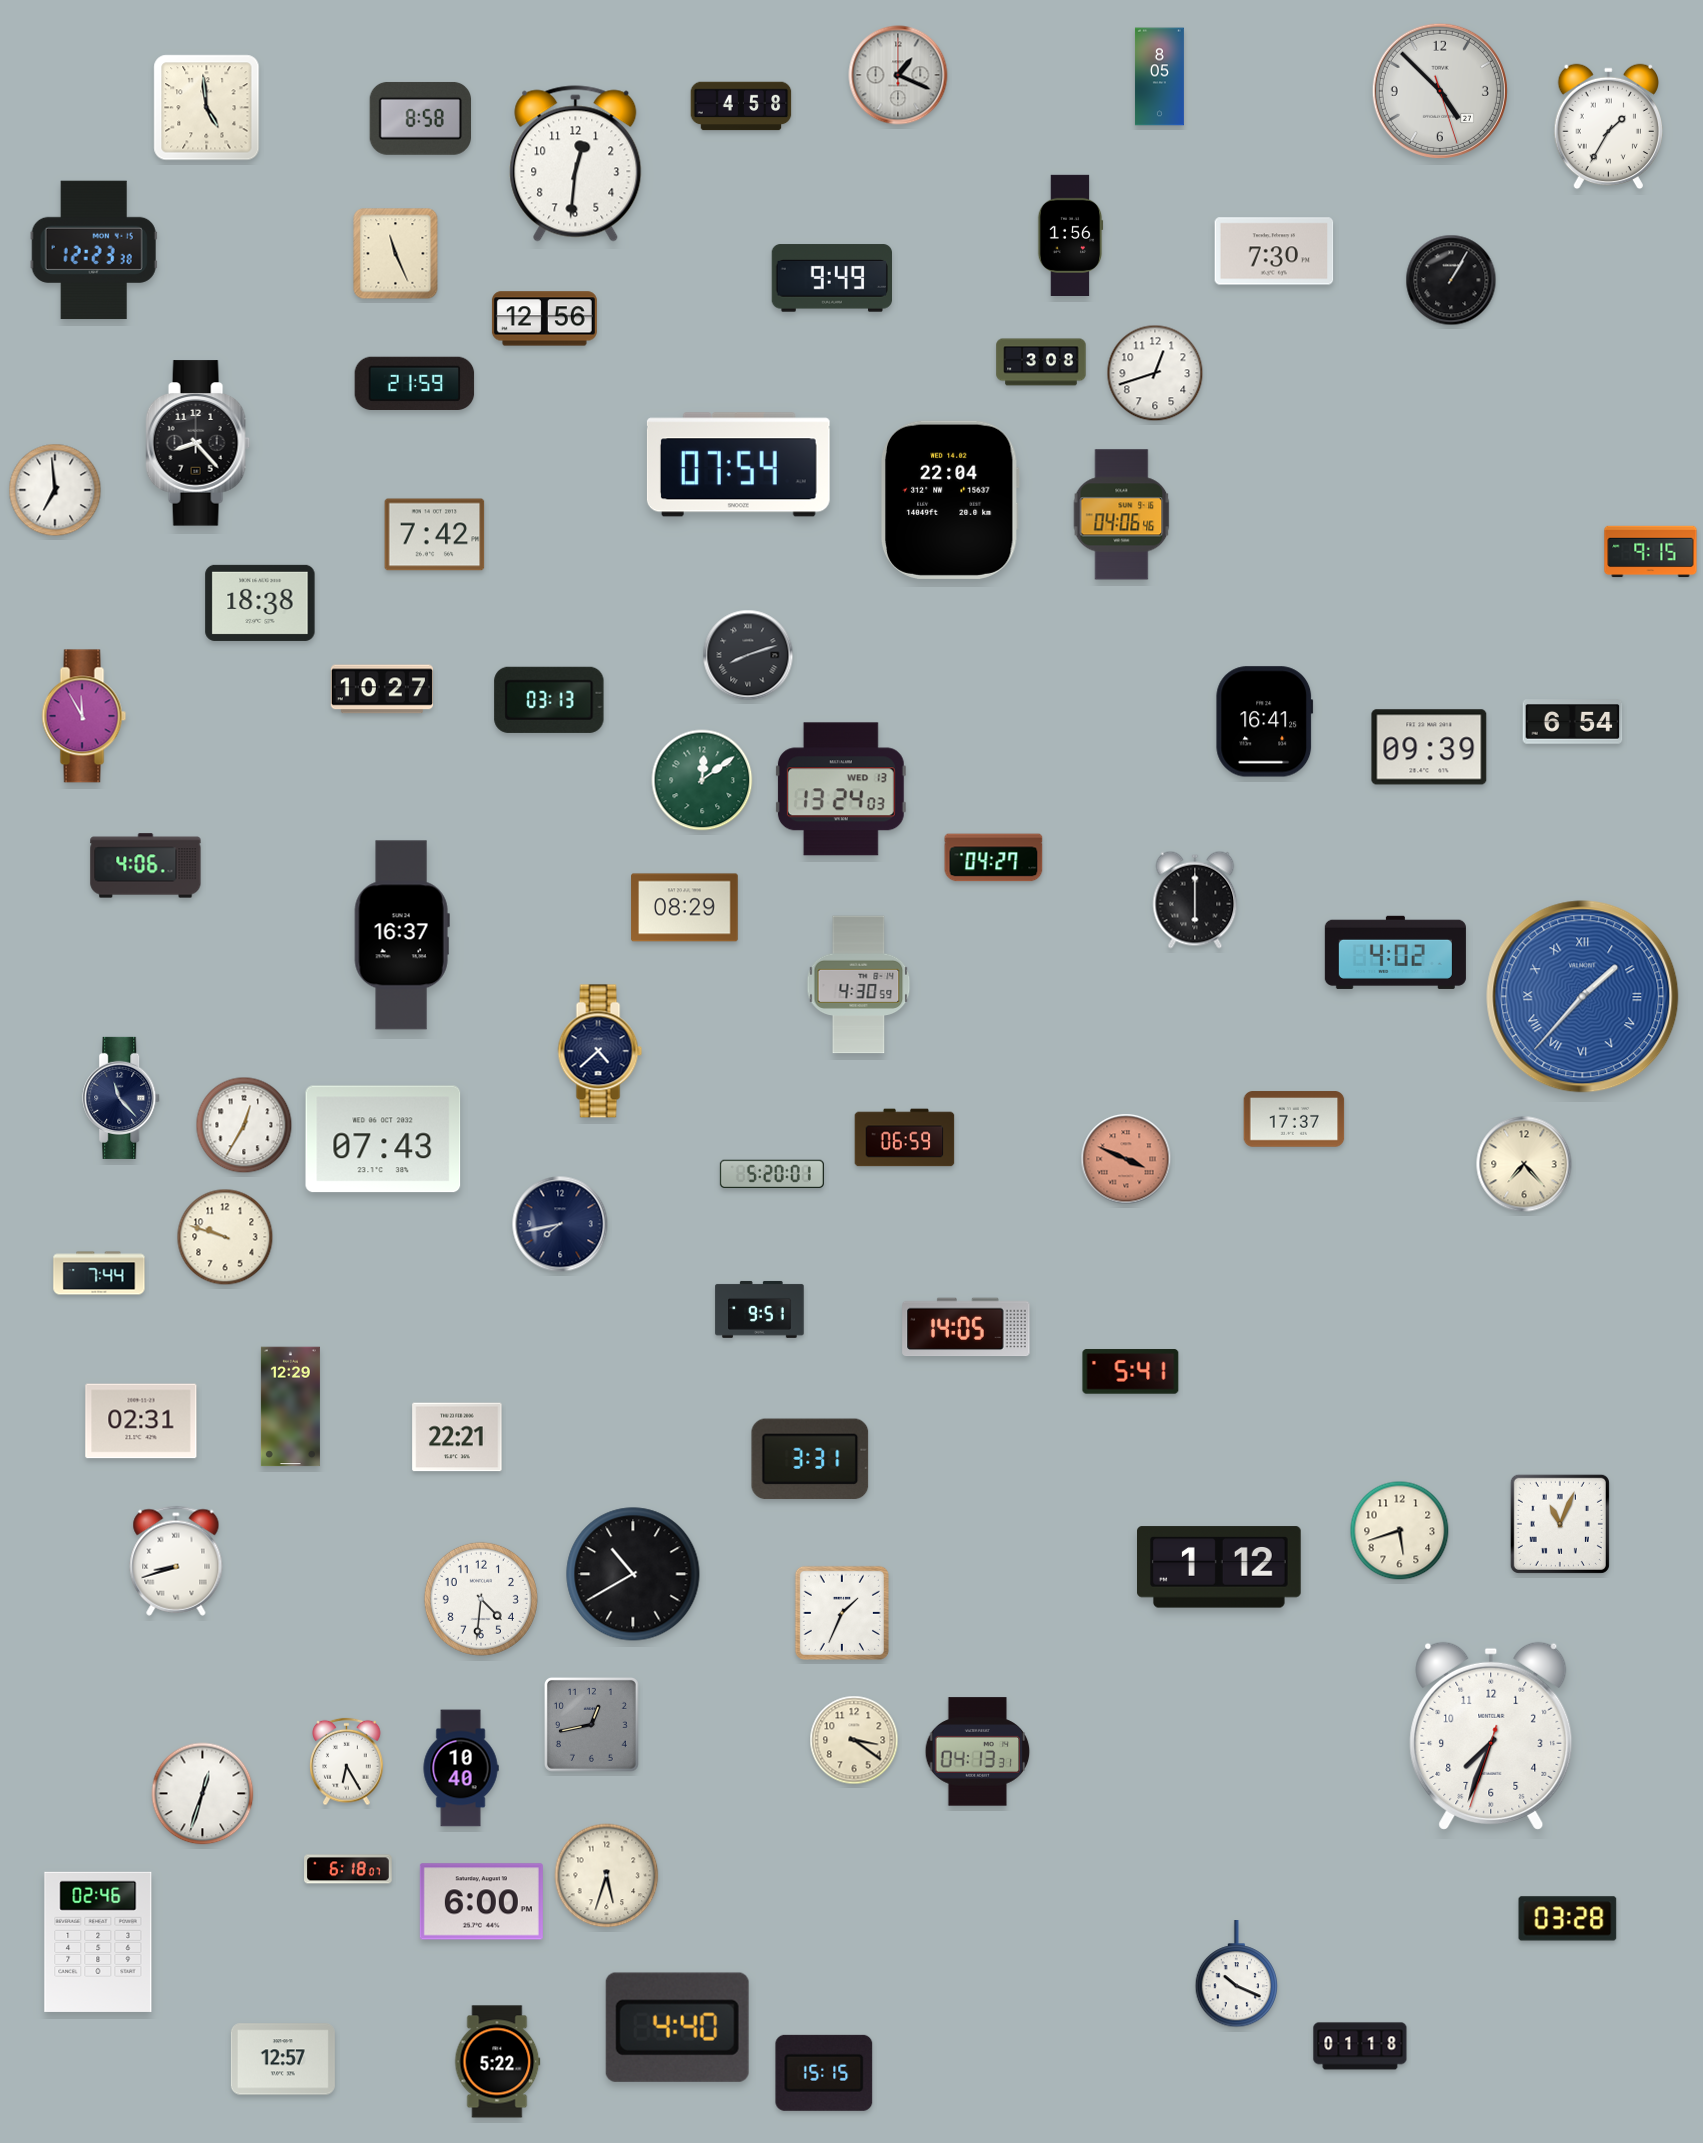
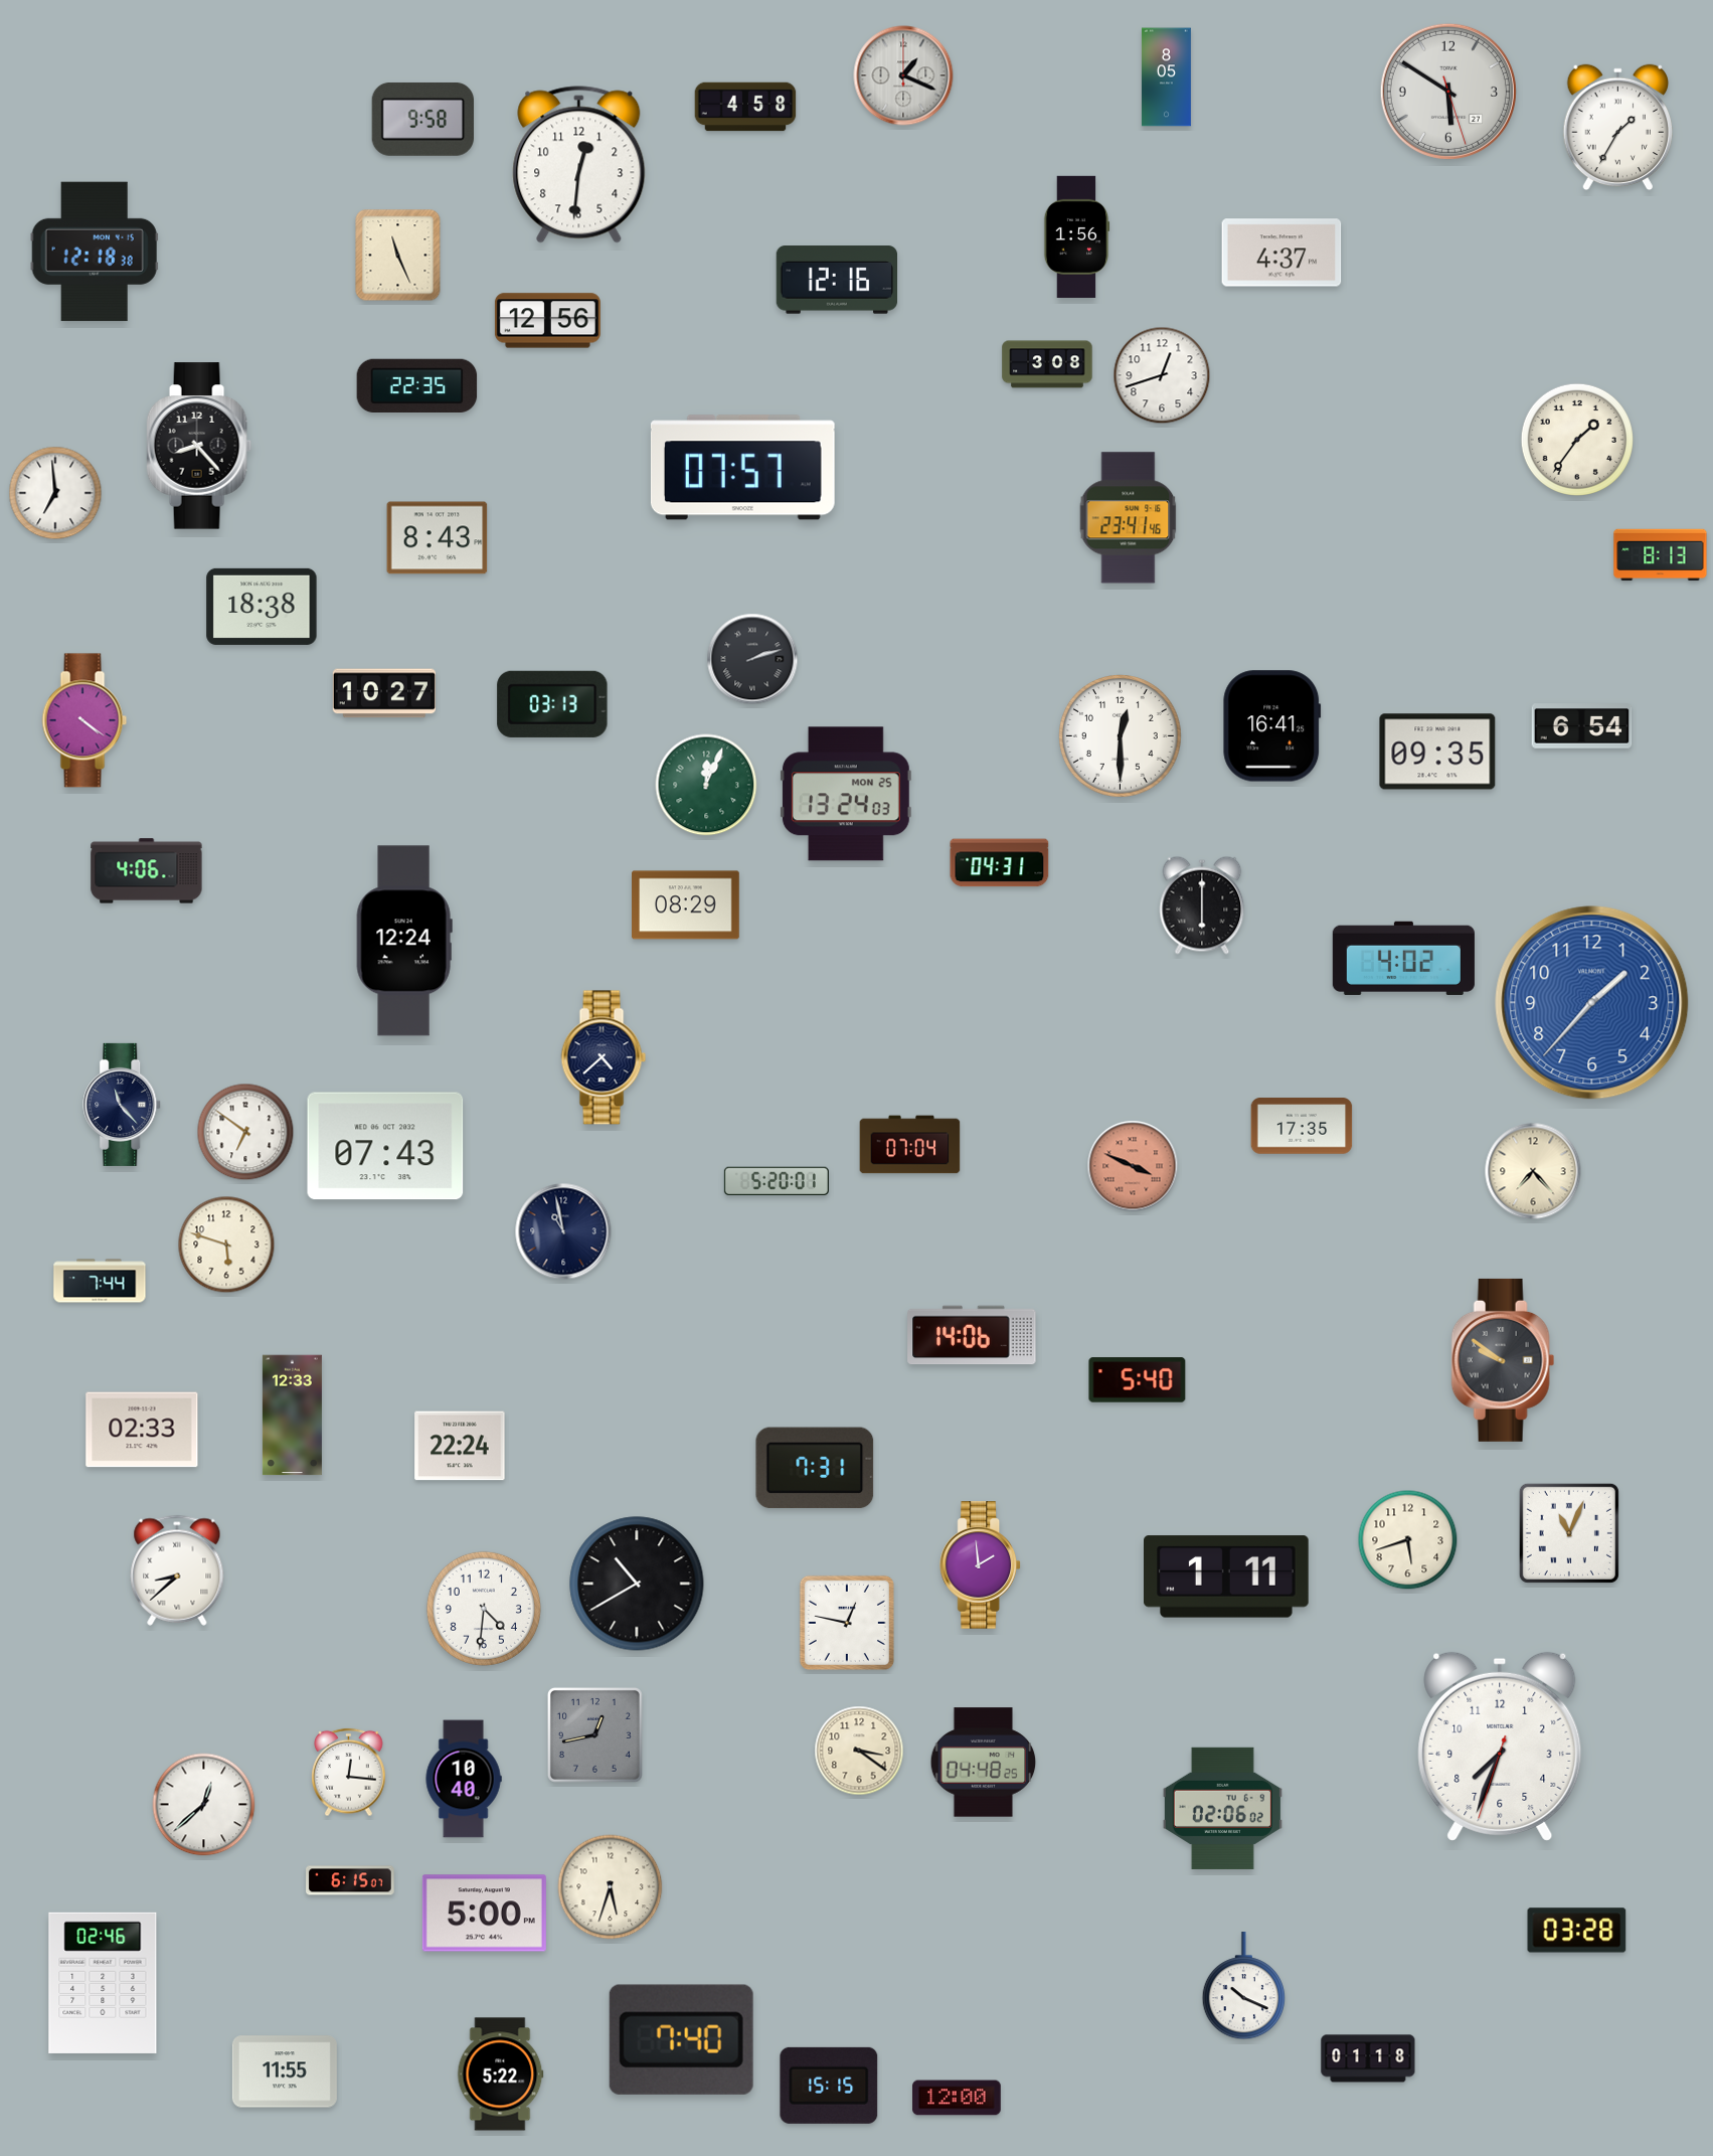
clock at (1440, 91): 4:52 -> 5:50
clock at (207, 108): 4:59 -> none
clock at (420, 118): 8:58 -> 9:58
clock at (94, 250): 12:23 -> 12:18
clock at (1274, 251): 7:30 -> 4:37
clock at (831, 278): 9:49 -> 12:16
clock at (1451, 280): 1:05 -> none
clock at (415, 384): 21:59 -> 22:35
clock at (1577, 440): none -> 1:36
clock at (738, 465): 07:54 -> 07:57
clock at (950, 500): 22:04 -> none
clock at (1122, 515): 04:06 -> 23:41
clock at (435, 535): 7:42 -> 8:43
clock at (1651, 552): 9:15 -> 8:13
clock at (748, 655): 8:12 -> 2:12
clock at (84, 716): 11:55 -> 4:21
clock at (1121, 736): none -> 12:30
clock at (1429, 747): 09:39 -> 09:35
clock at (702, 780): 12:09 -> 12:04
clock at (841, 789) date: WED 13 -> MON 25
clock at (994, 858): 04:27 -> 04:31
clock at (685, 908) position: (685, 908) -> (686, 905)
clock at (402, 935): 16:37 -> 12:24
clock at (859, 985): 4:30 -> none
clock at (1583, 997) numerals: Roman -> Arabic
clock at (1294, 1119): 17:37 -> 17:35
clock at (244, 1125): 12:35 -> 6:51
clock at (905, 1138): 06:59 -> 07:04
clock at (560, 1224): 7:43 -> 10:58
clock at (225, 1237): 9:48 -> 5:48
clock at (760, 1309): 9:51 -> none
clock at (966, 1327): 14:05 -> 14:06
clock at (1503, 1360): none -> 9:51
clock at (1131, 1372): 5:41 -> 5:40
clock at (290, 1407): 12:29 -> 12:33
clock at (141, 1421): 02:31 -> 02:33
clock at (457, 1437): 22:21 -> 22:24
clock at (810, 1459): 3:31 -> 7:31
clock at (980, 1565): none -> 1:59
clock at (176, 1561): 8:42 -> 8:38
clock at (1220, 1567): 1:12 -> 1:11
clock at (842, 1613): 1:34 -> 12:47
clock at (978, 1752): 04:13 -> 04:48
clock at (347, 1762): 6:25 -> 12:16
clock at (203, 1794): 12:33 -> 12:38
clock at (1222, 1808): none -> 02:06
clock at (348, 1869): 6:18 -> 6:15
clock at (481, 1902): 6:00 -> 5:00
clock at (98, 1942) position: (98, 1942) -> (103, 1983)
clock at (677, 2027): 4:40 -> 7:40
clock at (283, 2059): 12:57 -> 11:55
clock at (957, 2098): none -> 12:00
